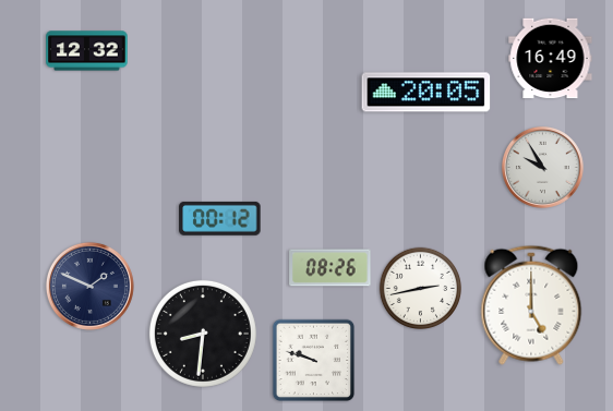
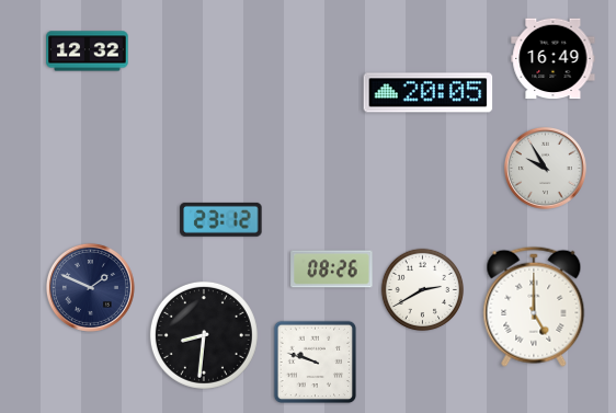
clock at (220, 218): 00:12 -> 23:12
clock at (421, 289): 2:43 -> 2:40
